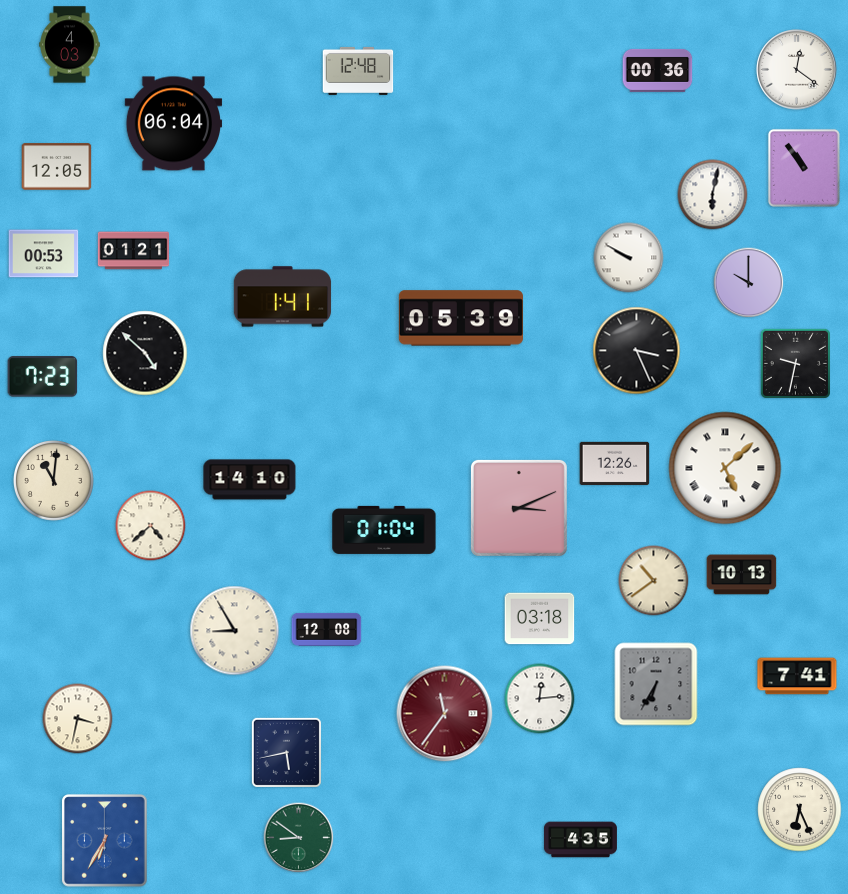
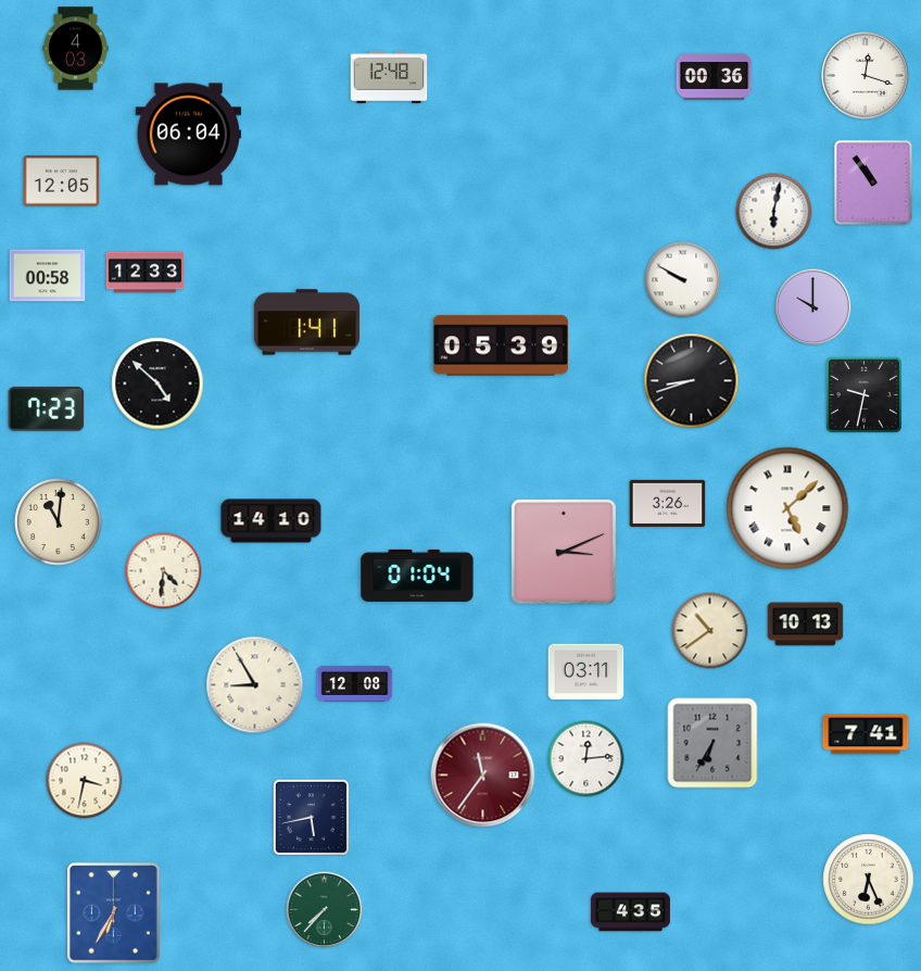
clock at (797, 70): 12:21 -> 12:18
clock at (134, 251): 01:21 -> 12:33
clock at (44, 254): 00:53 -> 00:58
clock at (637, 351): 3:26 -> 8:42
clock at (615, 463): 12:26 -> 3:26
clock at (151, 526): 4:38 -> 4:31
clock at (540, 619): 03:18 -> 03:11
clock at (299, 838): 8:51 -> 7:37
